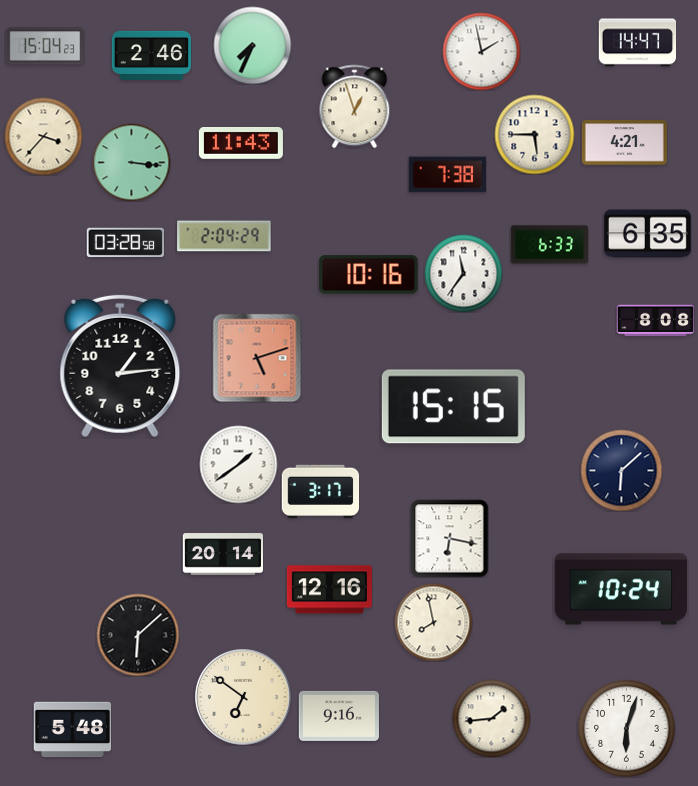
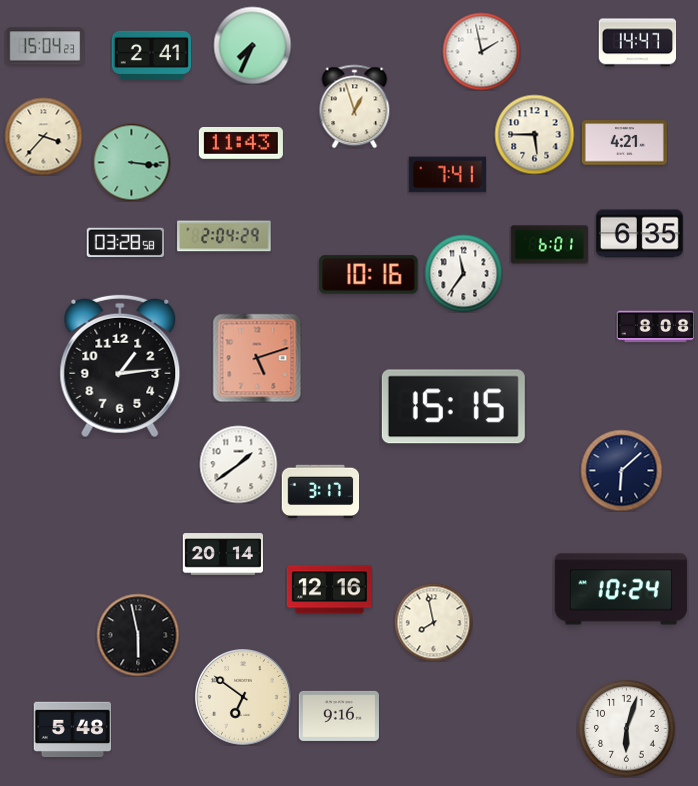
clock at (151, 55): 2:46 -> 2:41
clock at (447, 175): 7:38 -> 7:41
clock at (647, 234) position: (647, 234) -> (639, 234)
clock at (549, 245): 6:33 -> 6:01
clock at (655, 321) position: (655, 321) -> (655, 327)
clock at (449, 538): 6:17 -> none
clock at (138, 635): 6:08 -> 5:58
clock at (491, 718): 1:44 -> none
